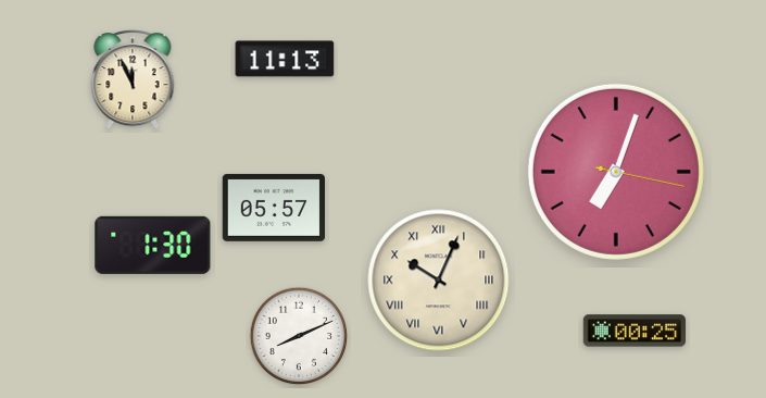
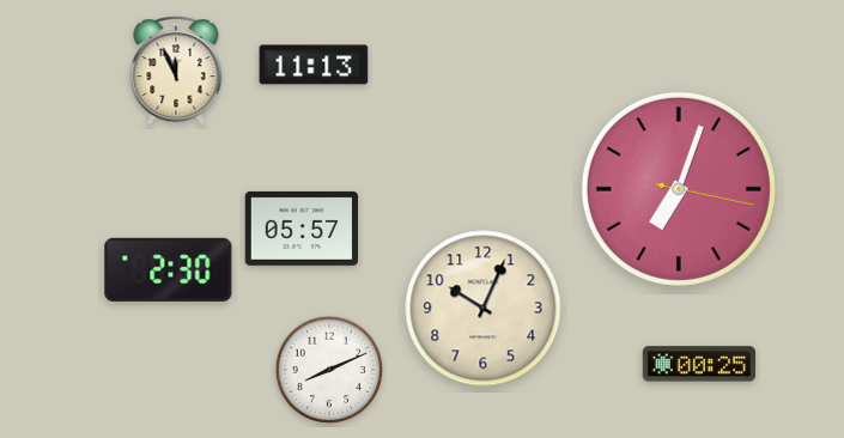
clock at (133, 80) position: (133, 80) -> (176, 72)
clock at (153, 245): 1:30 -> 2:30
clock at (439, 281) numerals: Roman -> Arabic
